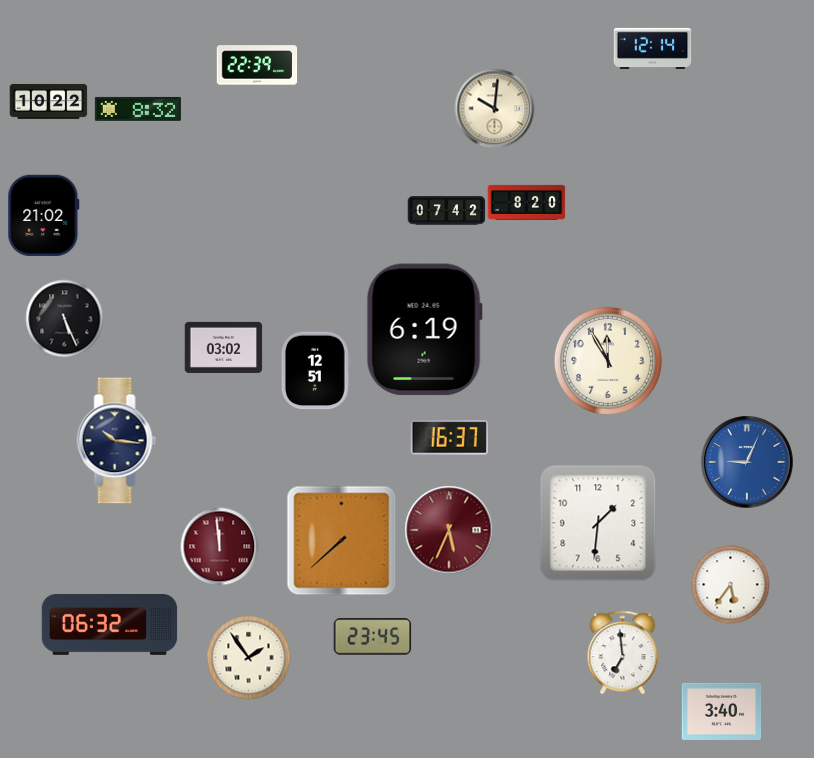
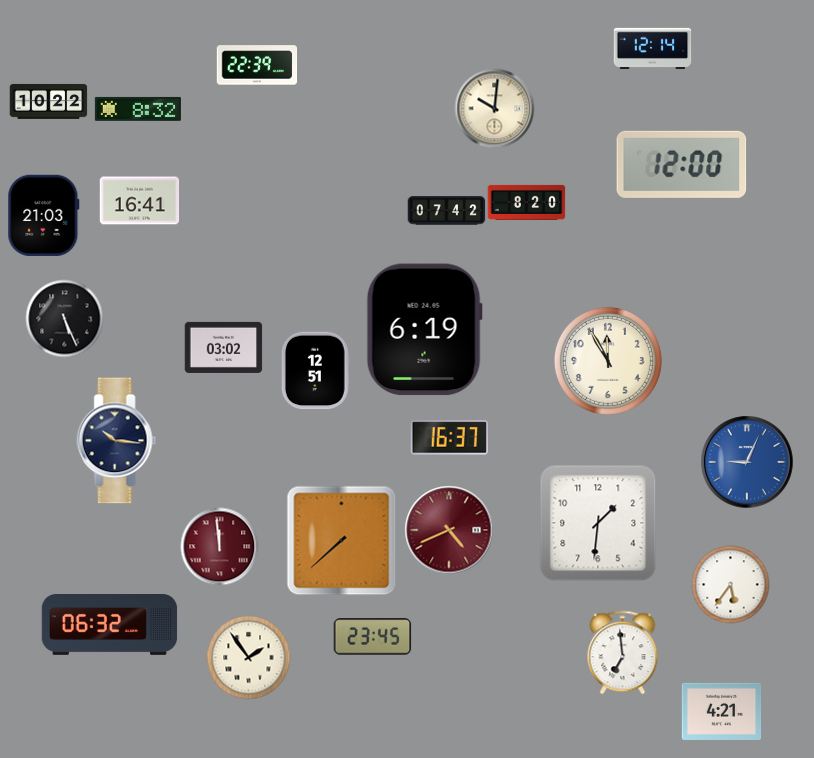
clock at (682, 164): none -> 12:00
clock at (139, 201): none -> 16:41
clock at (44, 215): 21:02 -> 21:03
clock at (449, 530): 5:34 -> 4:41
clock at (721, 711): 3:40 -> 4:21
